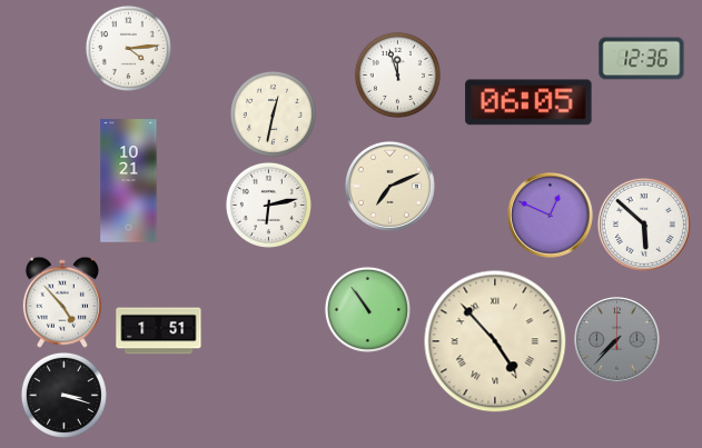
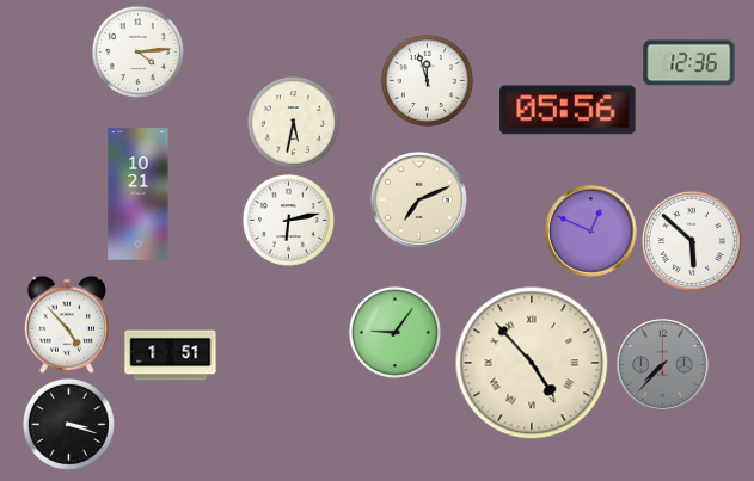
clock at (528, 102): 06:05 -> 05:56
clock at (273, 113): 12:32 -> 5:32
clock at (367, 309): 10:54 -> 9:06
clock at (495, 341) position: (495, 341) -> (532, 363)
